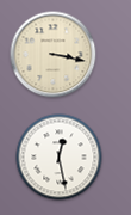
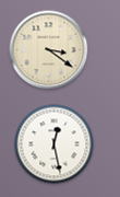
clock at (54, 55): 3:17 -> 3:21
